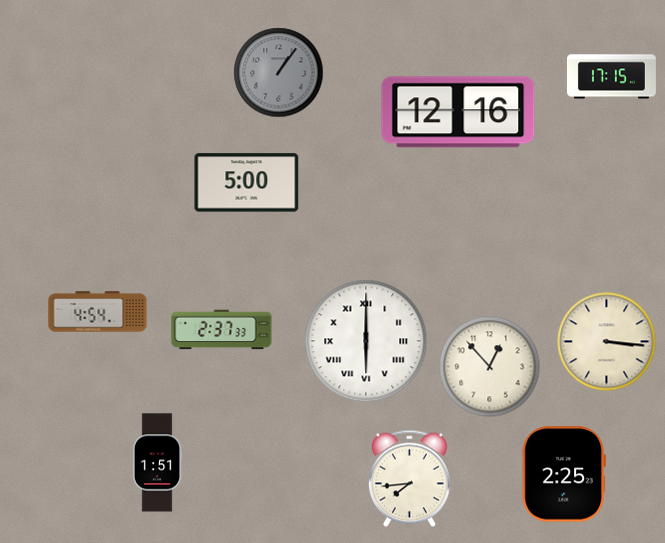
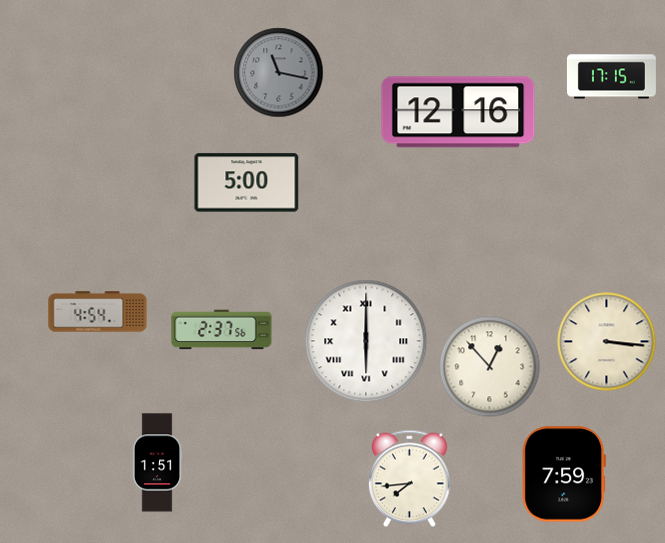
clock at (279, 73): 1:06 -> 11:17
clock at (222, 330): 2:37:33 -> 2:37:56
clock at (564, 474): 2:25 -> 7:59
